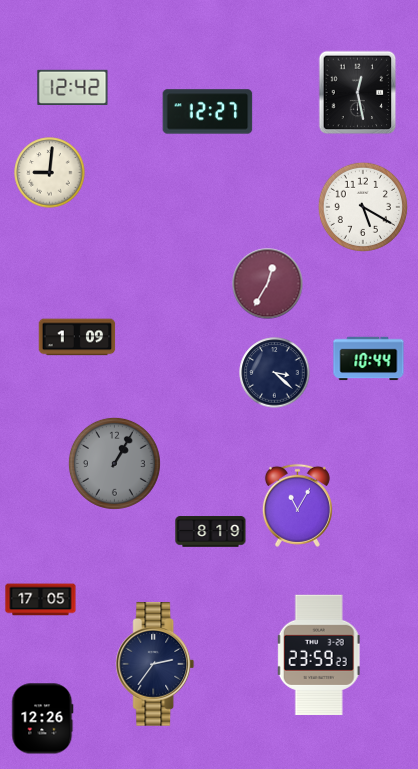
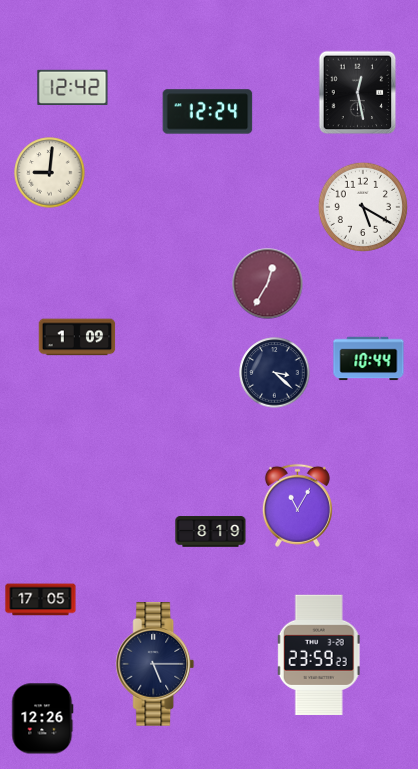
clock at (208, 112): 12:27 -> 12:24
clock at (114, 463): 1:05 -> none
clock at (155, 664): 2:36 -> 5:15
